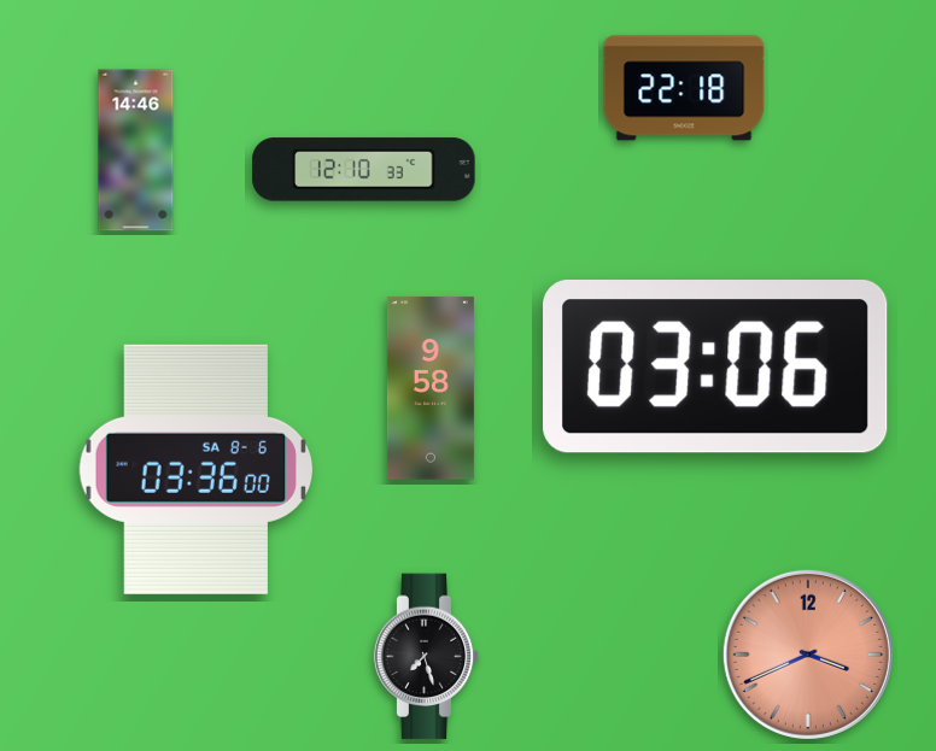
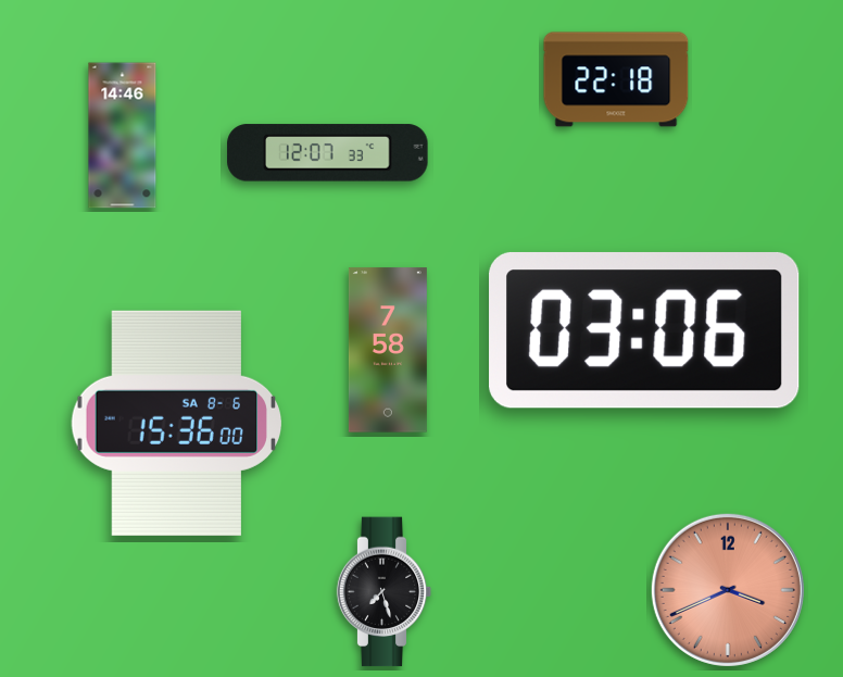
clock at (364, 170): 12:10 -> 12:07
clock at (431, 388): 9:58 -> 7:58
clock at (195, 469): 03:36 -> 15:36
